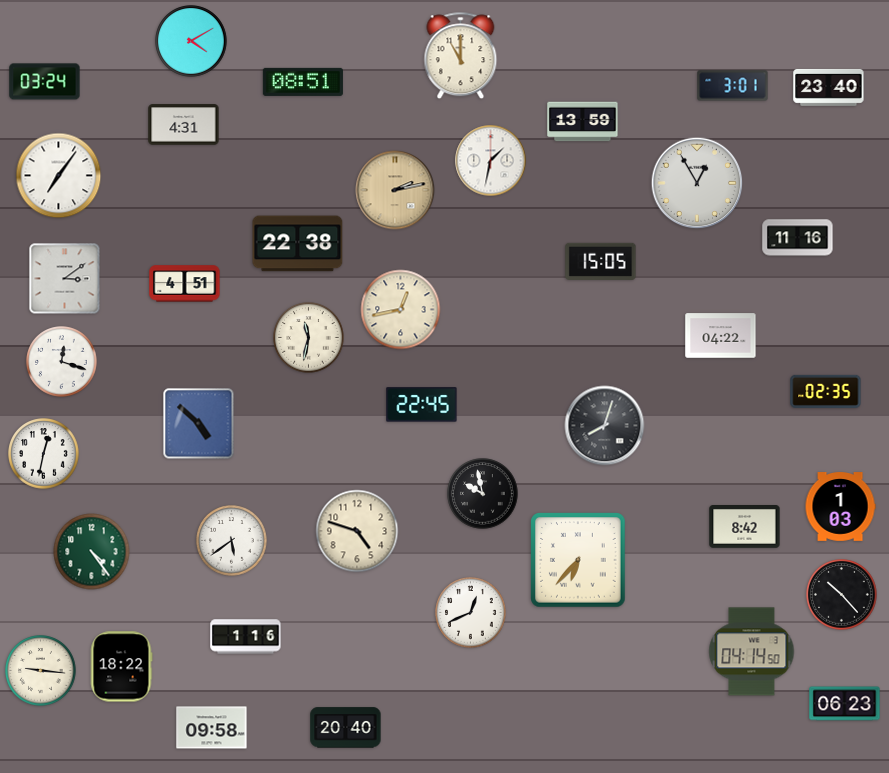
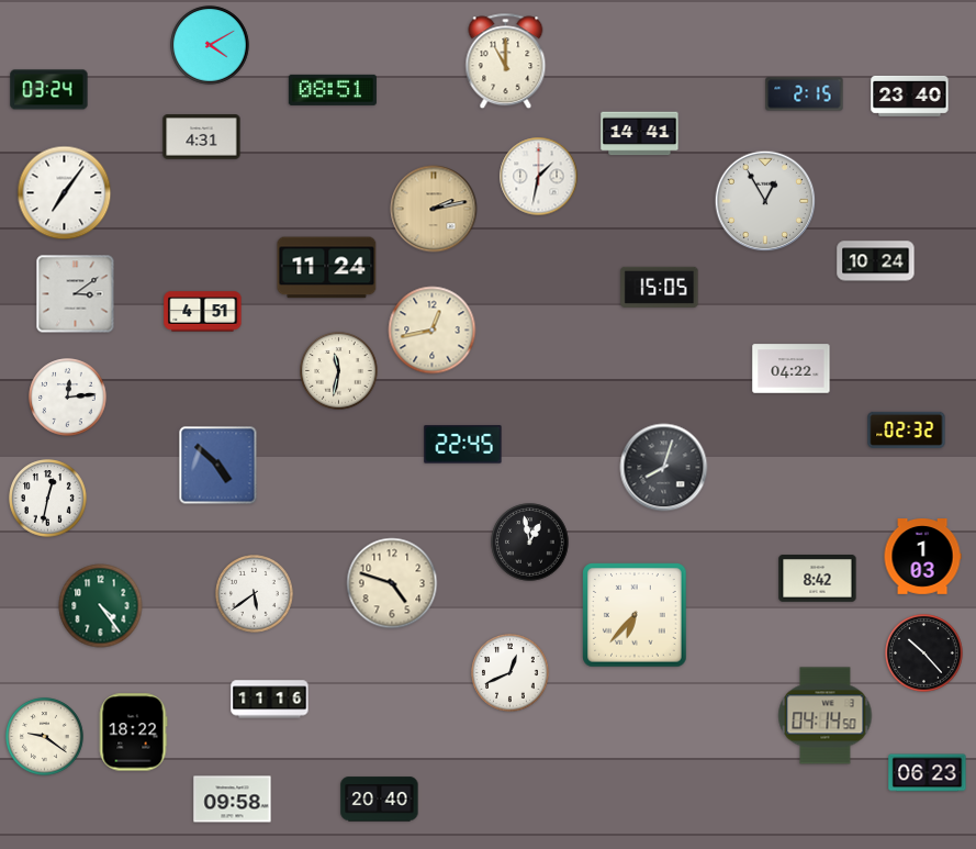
clock at (733, 86): 3:01 -> 2:15
clock at (583, 122): 13:59 -> 14:41
clock at (798, 238): 11:16 -> 10:24
clock at (298, 244): 22:38 -> 11:24
clock at (65, 279) position: (65, 279) -> (76, 294)
clock at (401, 310) position: (401, 310) -> (433, 331)
clock at (62, 362): 12:18 -> 12:14
clock at (826, 391): 02:35 -> 02:32
clock at (483, 494): 9:58 -> 12:58
clock at (471, 613) position: (471, 613) -> (511, 673)
clock at (246, 637): 1:16 -> 11:16
clock at (41, 671): 9:16 -> 9:21
